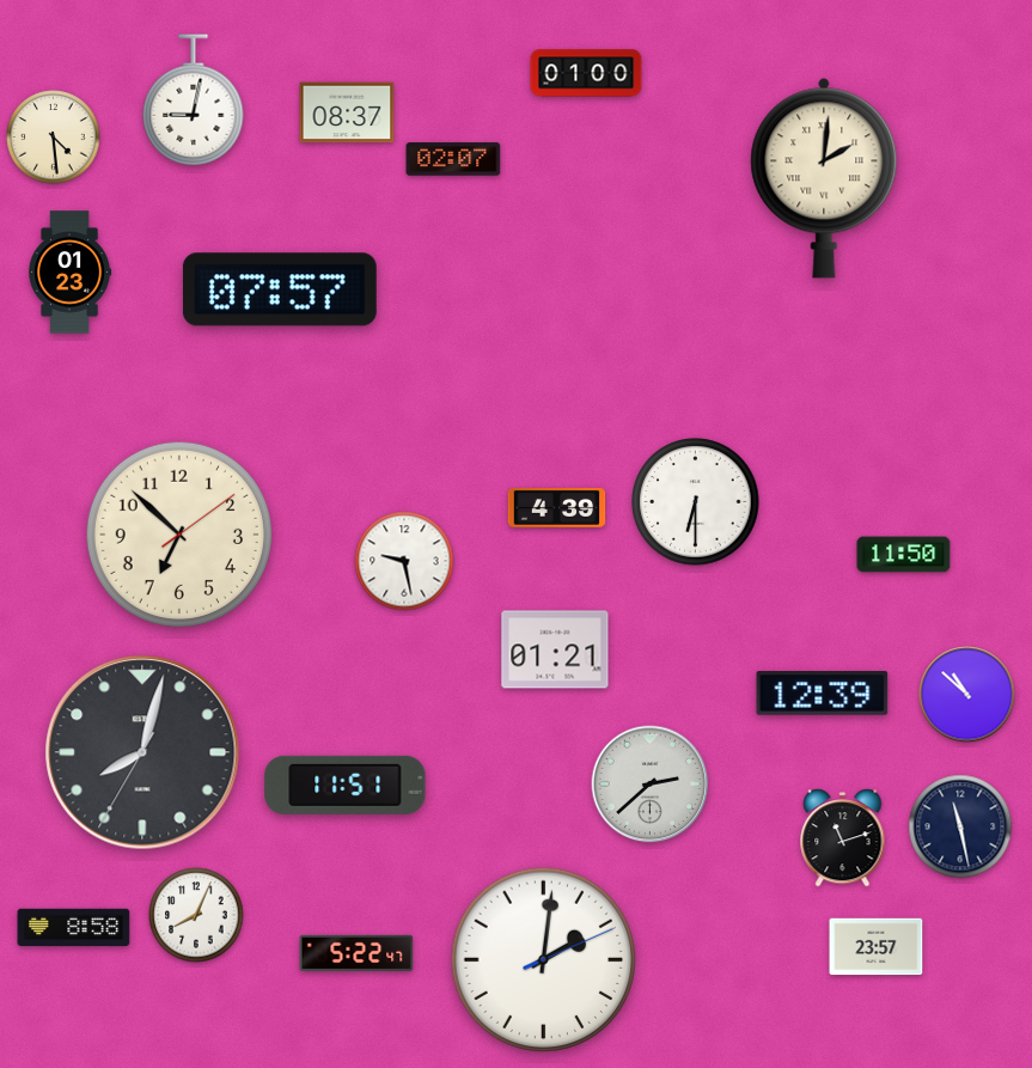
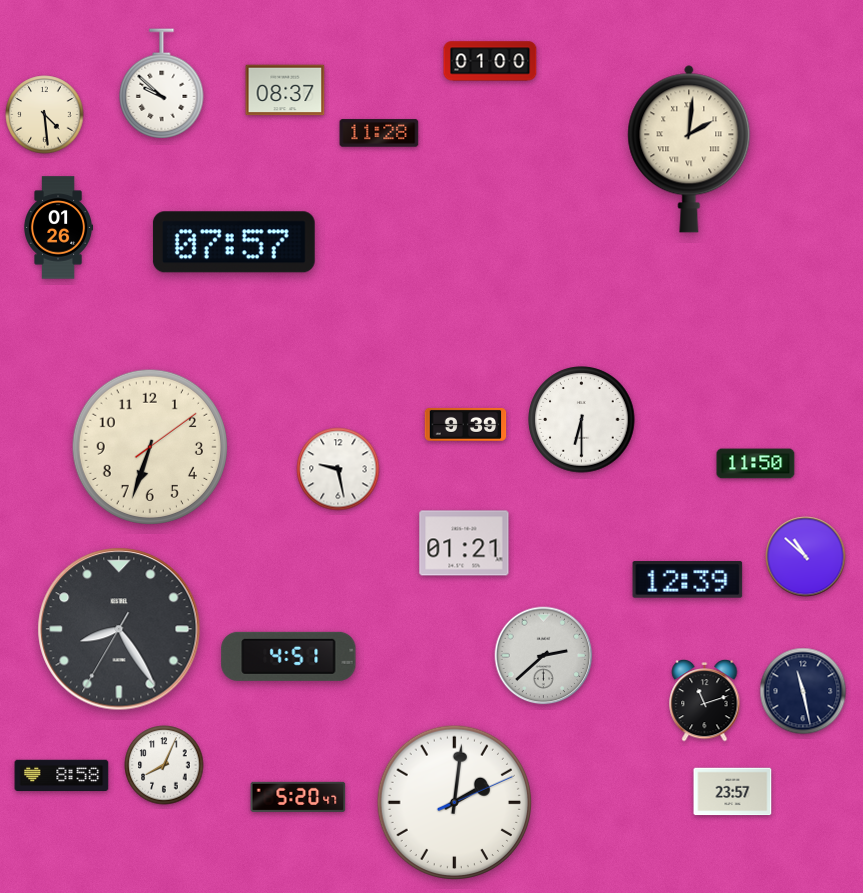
clock at (194, 99): 9:02 -> 9:52
clock at (347, 112) position: (347, 112) -> (285, 90)
clock at (453, 159): 02:07 -> 11:28
clock at (71, 273): 01:23 -> 01:26
clock at (557, 507): 4:39 -> 9:39
clock at (179, 535): 6:52 -> 6:33
clock at (967, 695) position: (967, 695) -> (806, 557)
clock at (142, 752): 8:02 -> 8:24
clock at (346, 785): 11:51 -> 4:51
clock at (356, 953): 5:22 -> 5:20
